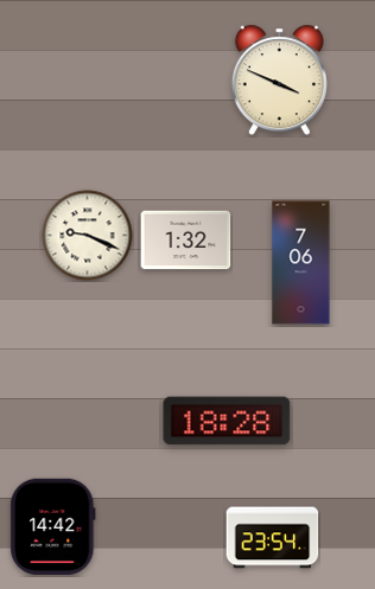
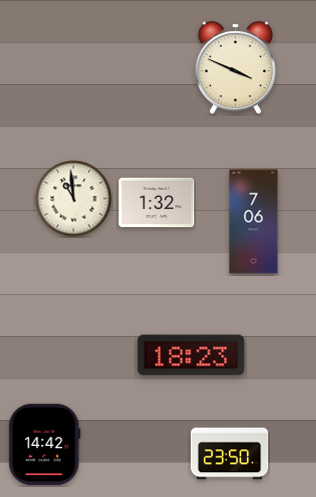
clock at (88, 236): 9:19 -> 10:59
clock at (227, 421): 18:28 -> 18:23
clock at (273, 538): 23:54 -> 23:50
